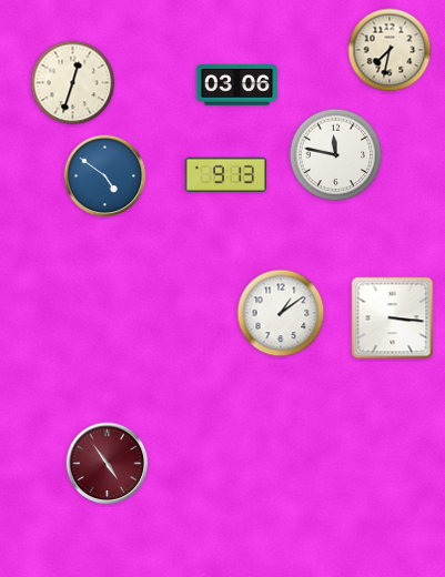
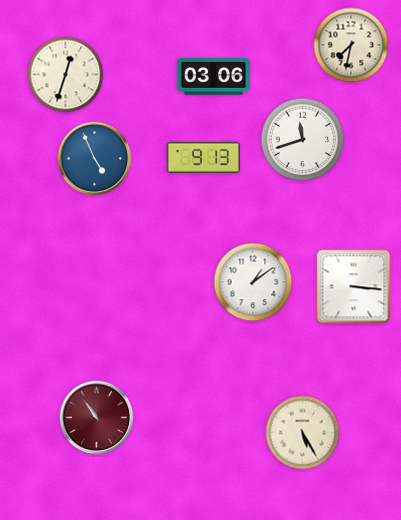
clock at (336, 155): 11:47 -> 11:42
clock at (105, 176): 4:51 -> 4:56
clock at (108, 464): 4:54 -> 10:54
clock at (303, 433): none -> 5:25
